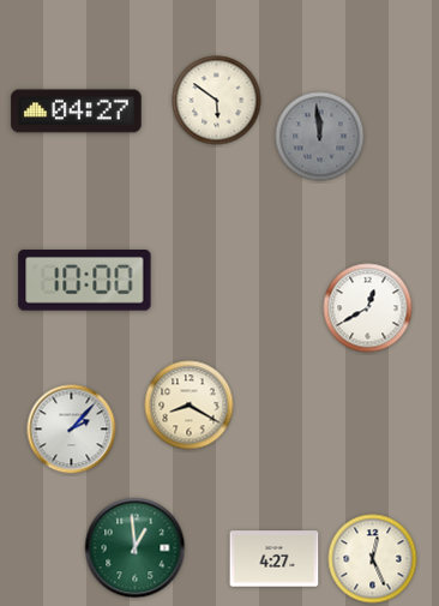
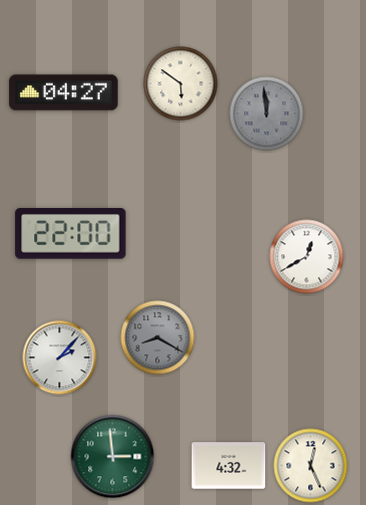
clock at (85, 281): 10:00 -> 22:00
clock at (190, 406) dial: cream -> grey
clock at (136, 548): 12:59 -> 2:59
clock at (275, 559): 4:27 -> 4:32
